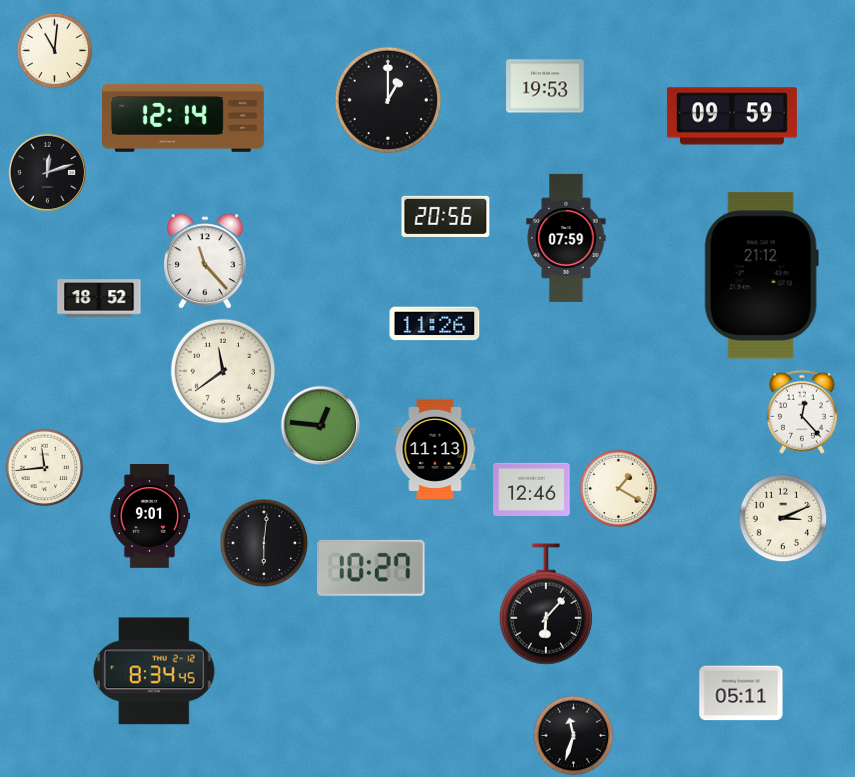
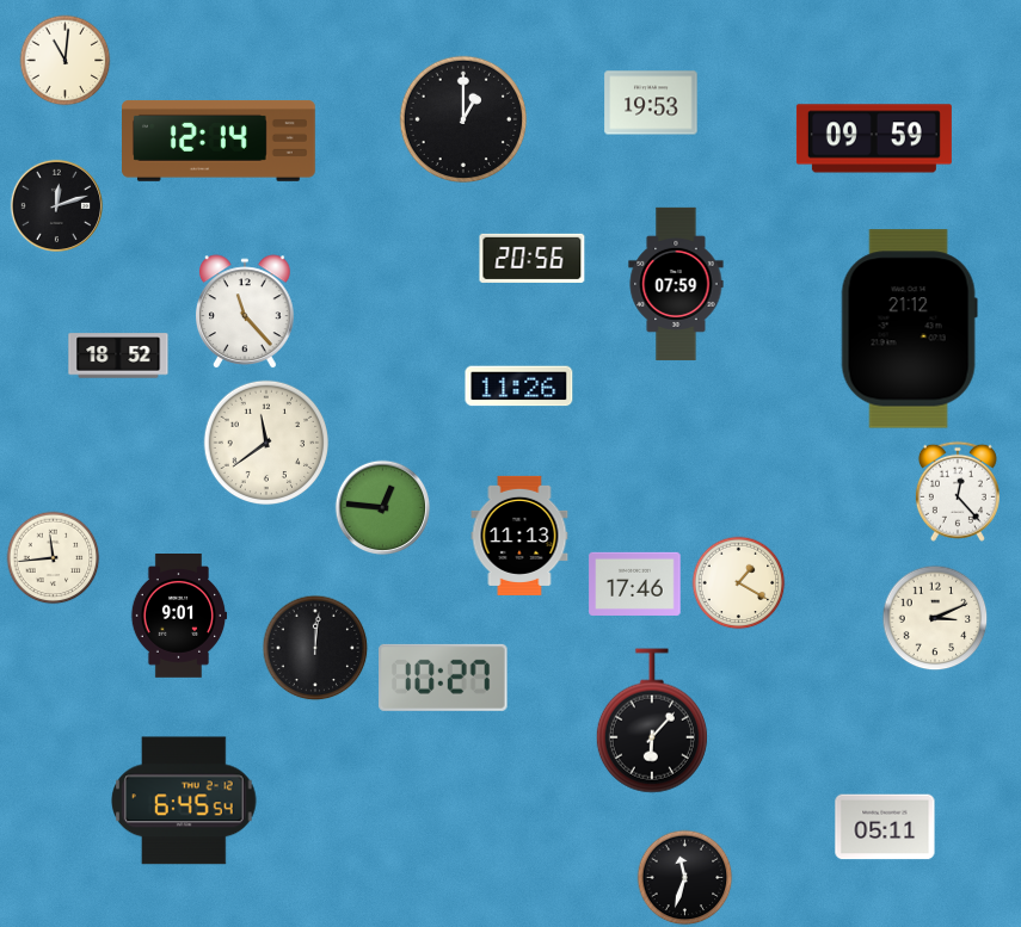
clock at (532, 489): 12:46 -> 17:46
clock at (264, 543): 6:01 -> 12:01
clock at (155, 671): 8:34 -> 6:45
